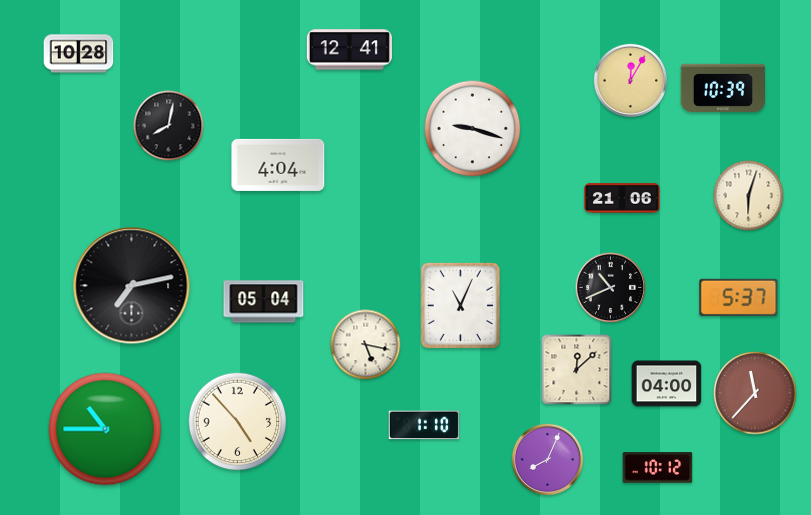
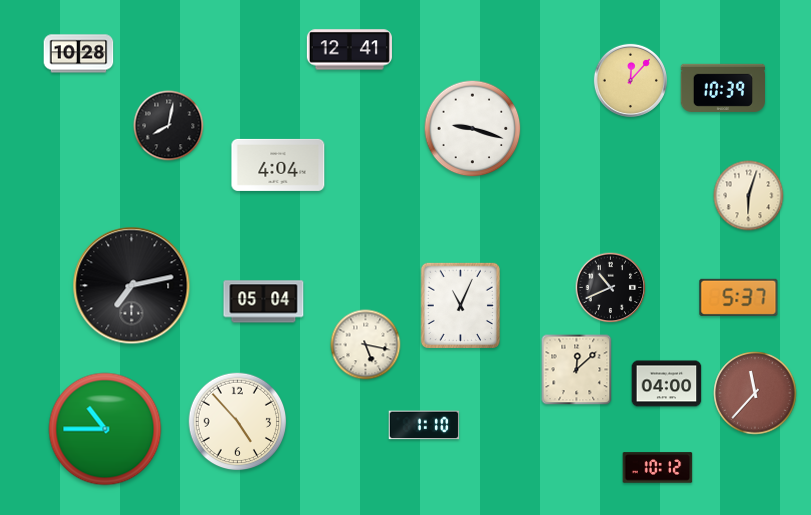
clock at (630, 80): 12:05 -> 12:07
clock at (622, 198): 21:06 -> none
clock at (548, 460): 8:04 -> none
